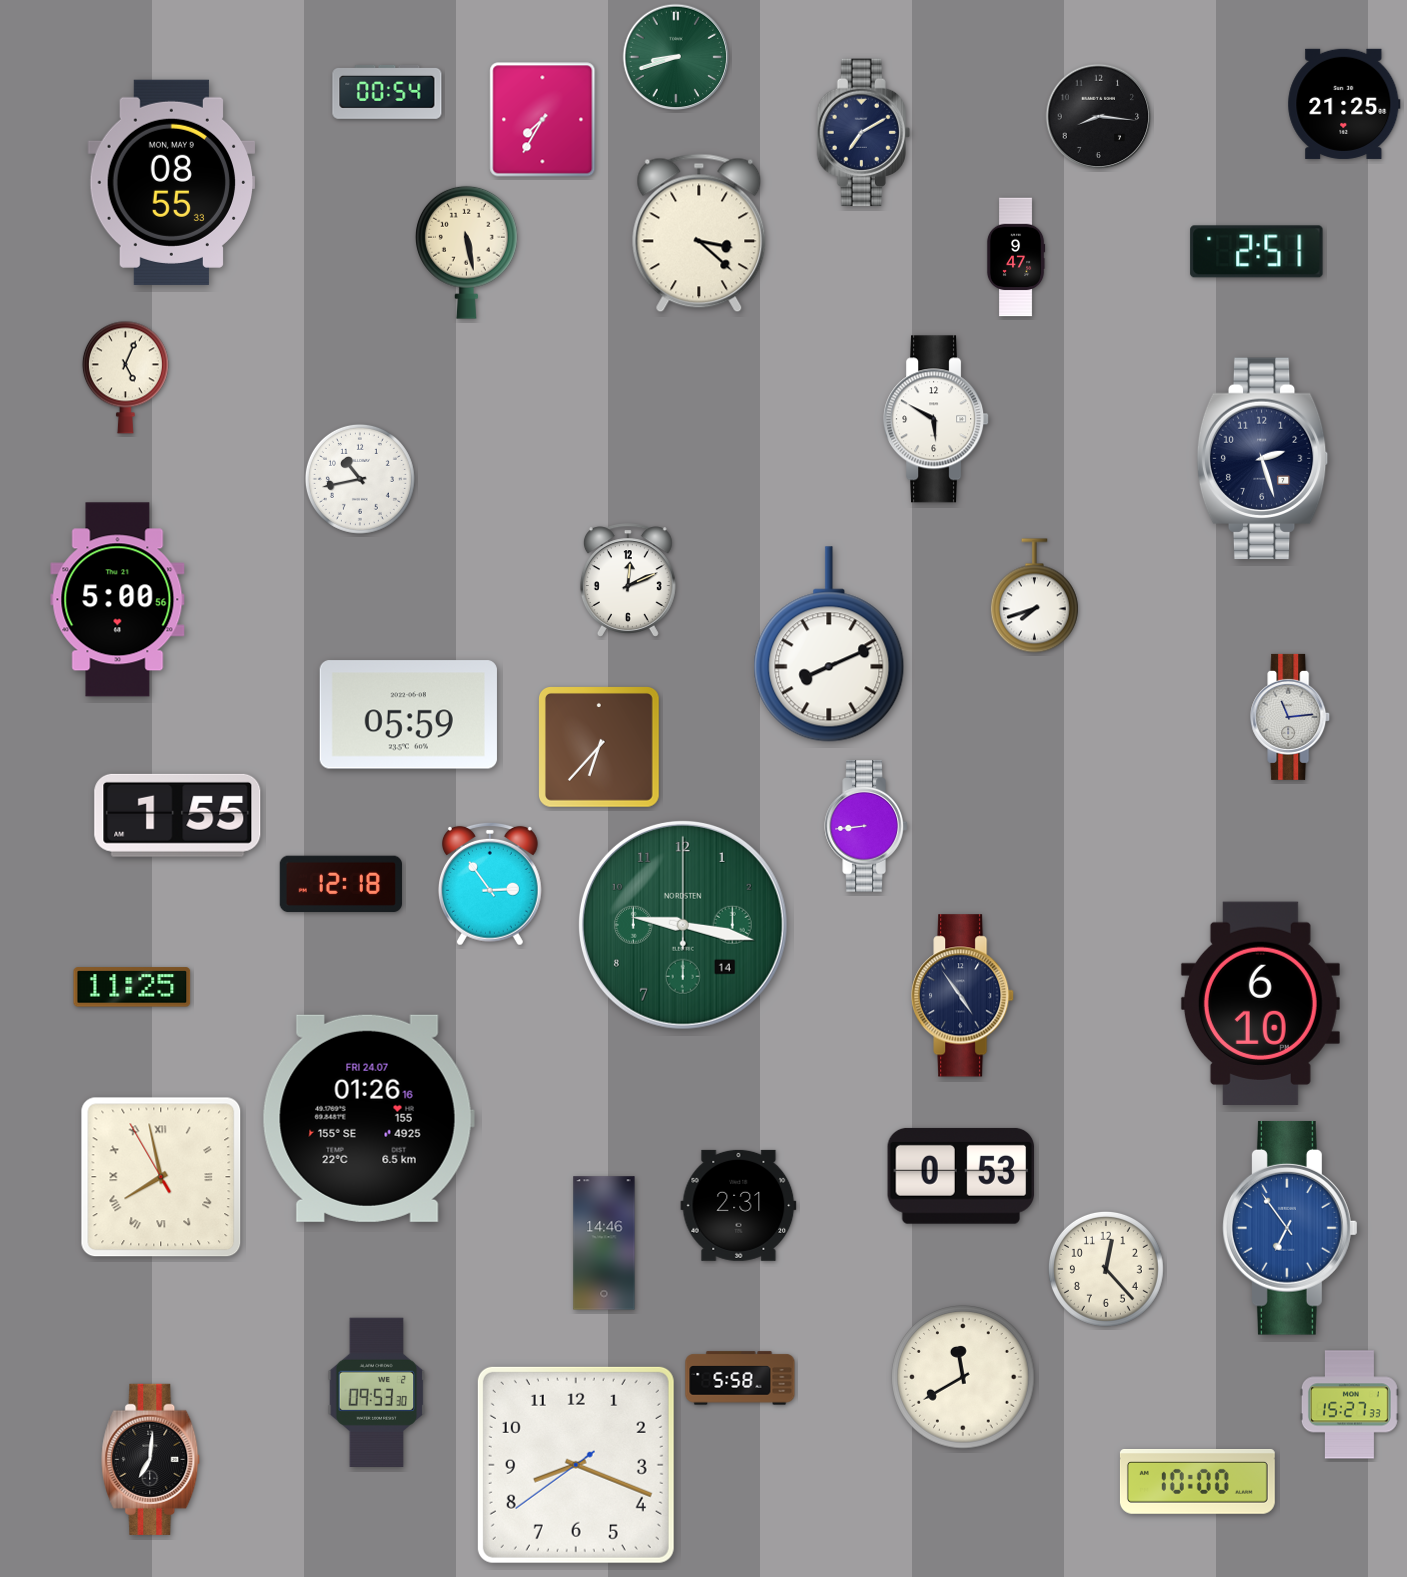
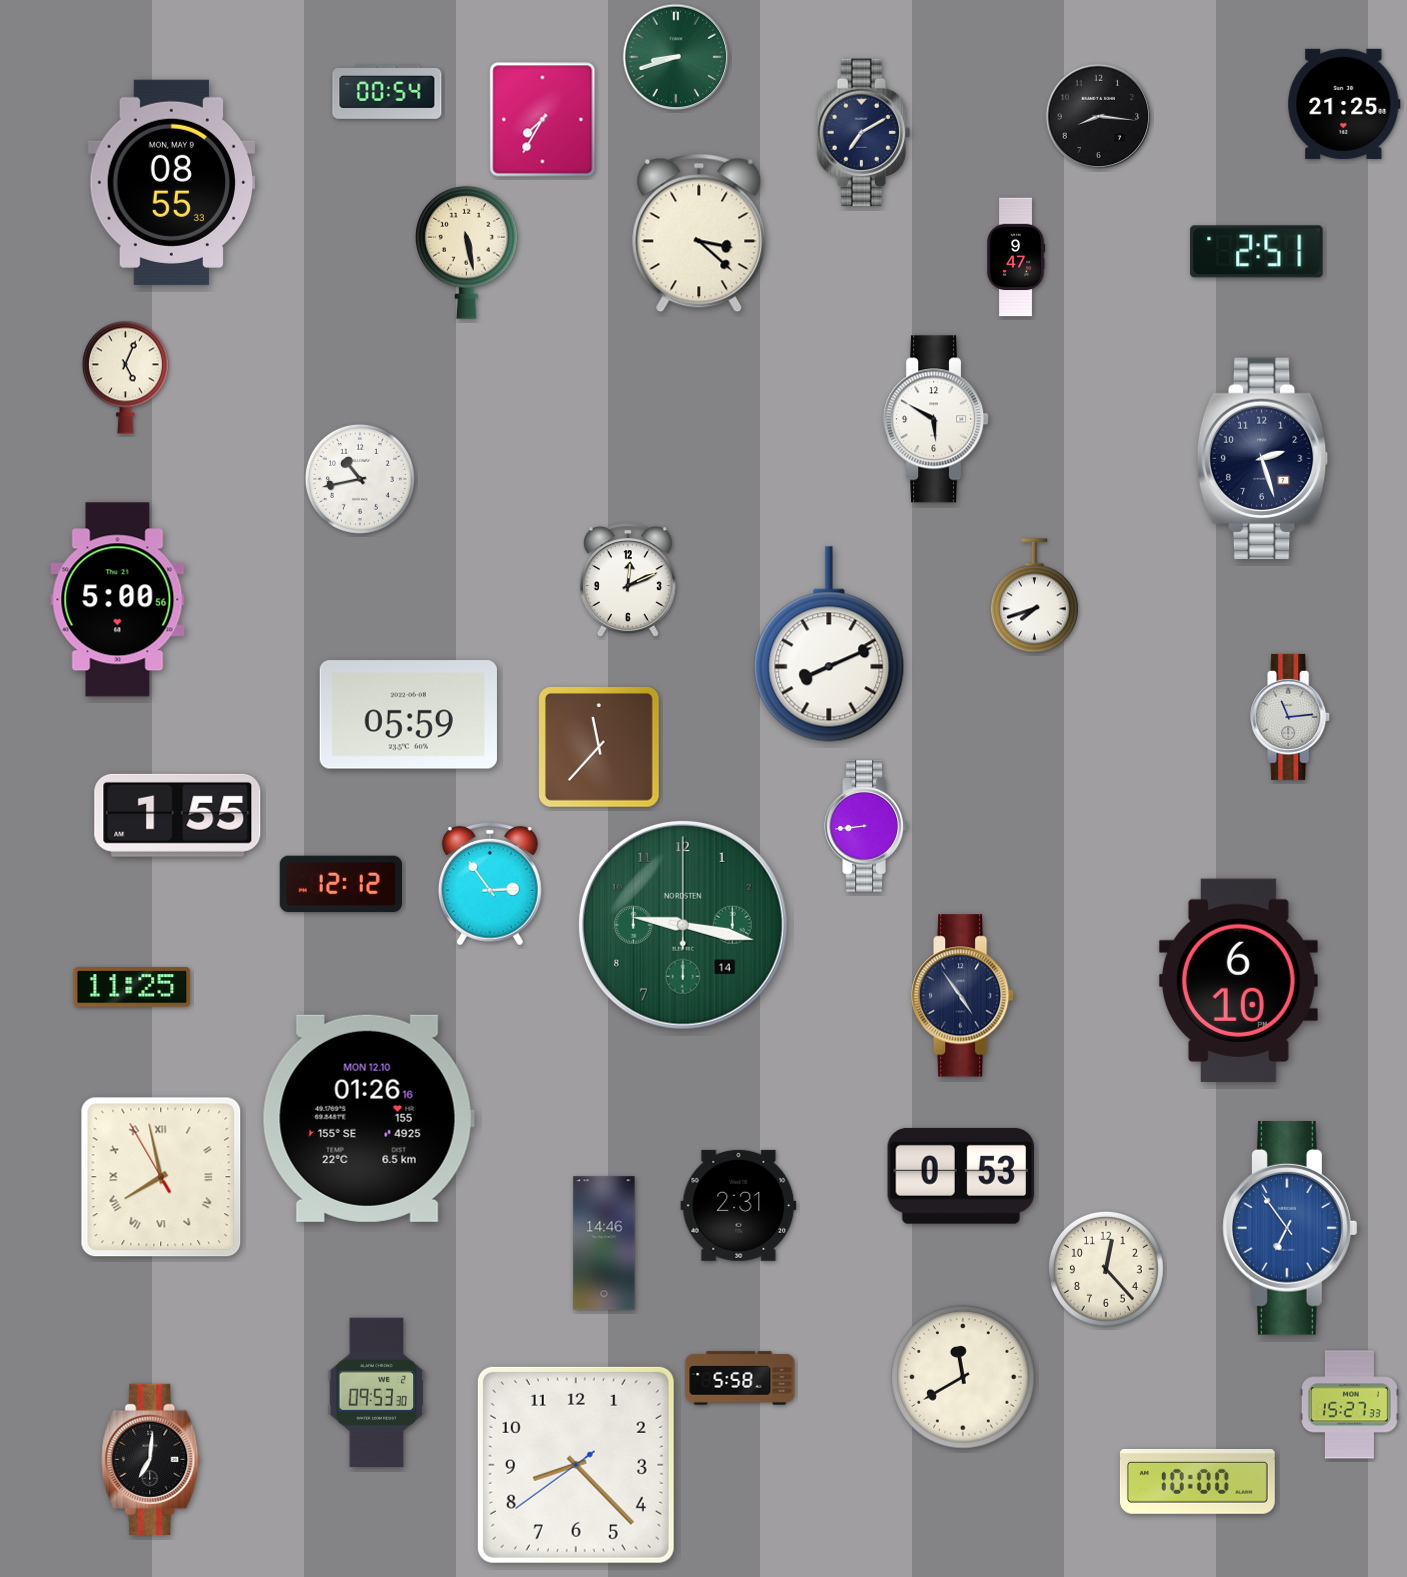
clock at (600, 748): 6:37 -> 11:37
clock at (341, 884): 12:18 -> 12:12
clock at (1260, 1003) position: (1260, 1003) -> (1238, 980)
clock at (368, 1118) date: FRI 24.07 -> MON 12.10
clock at (576, 1465): 8:18 -> 8:22
